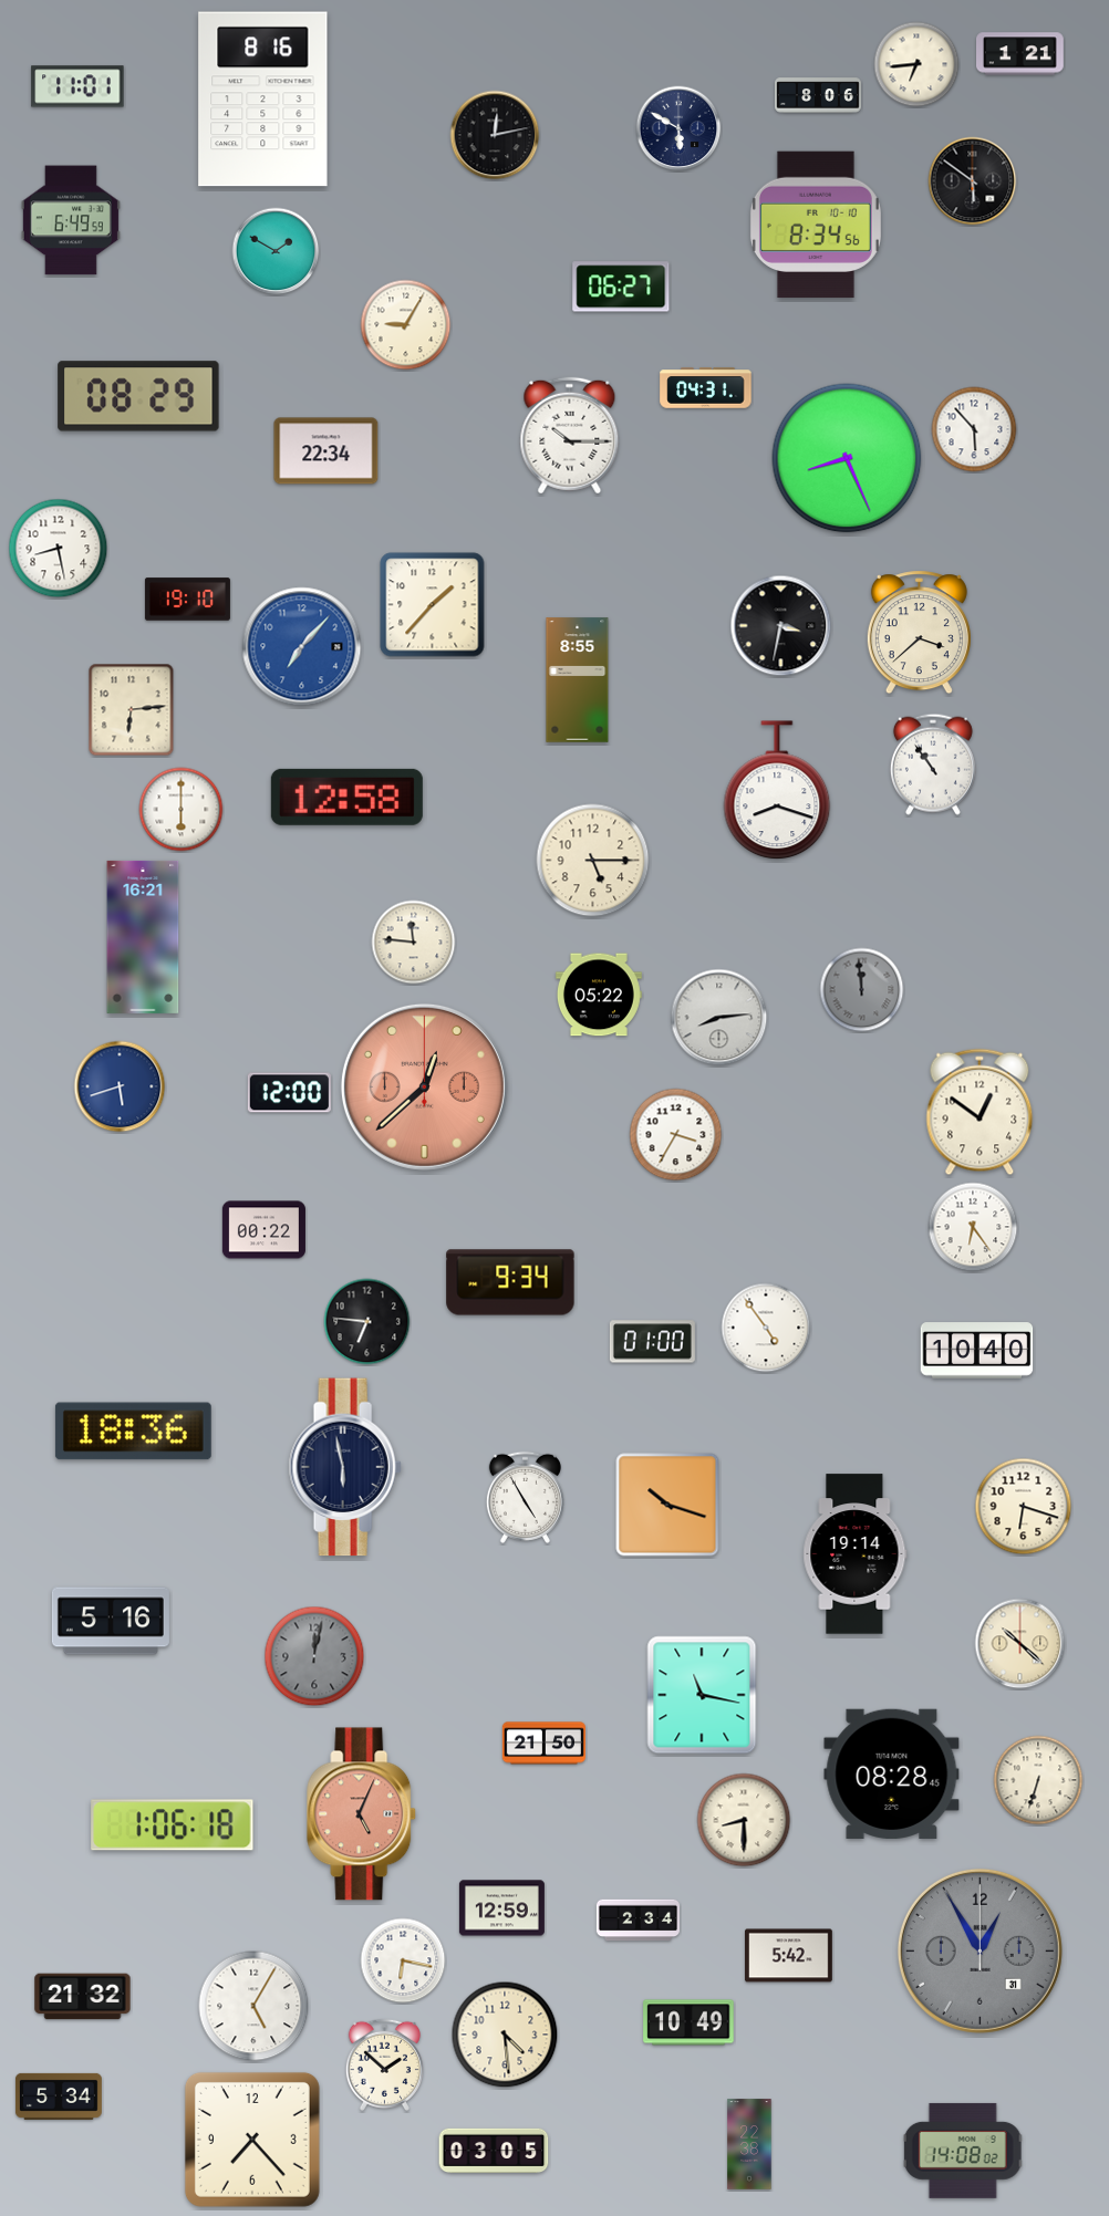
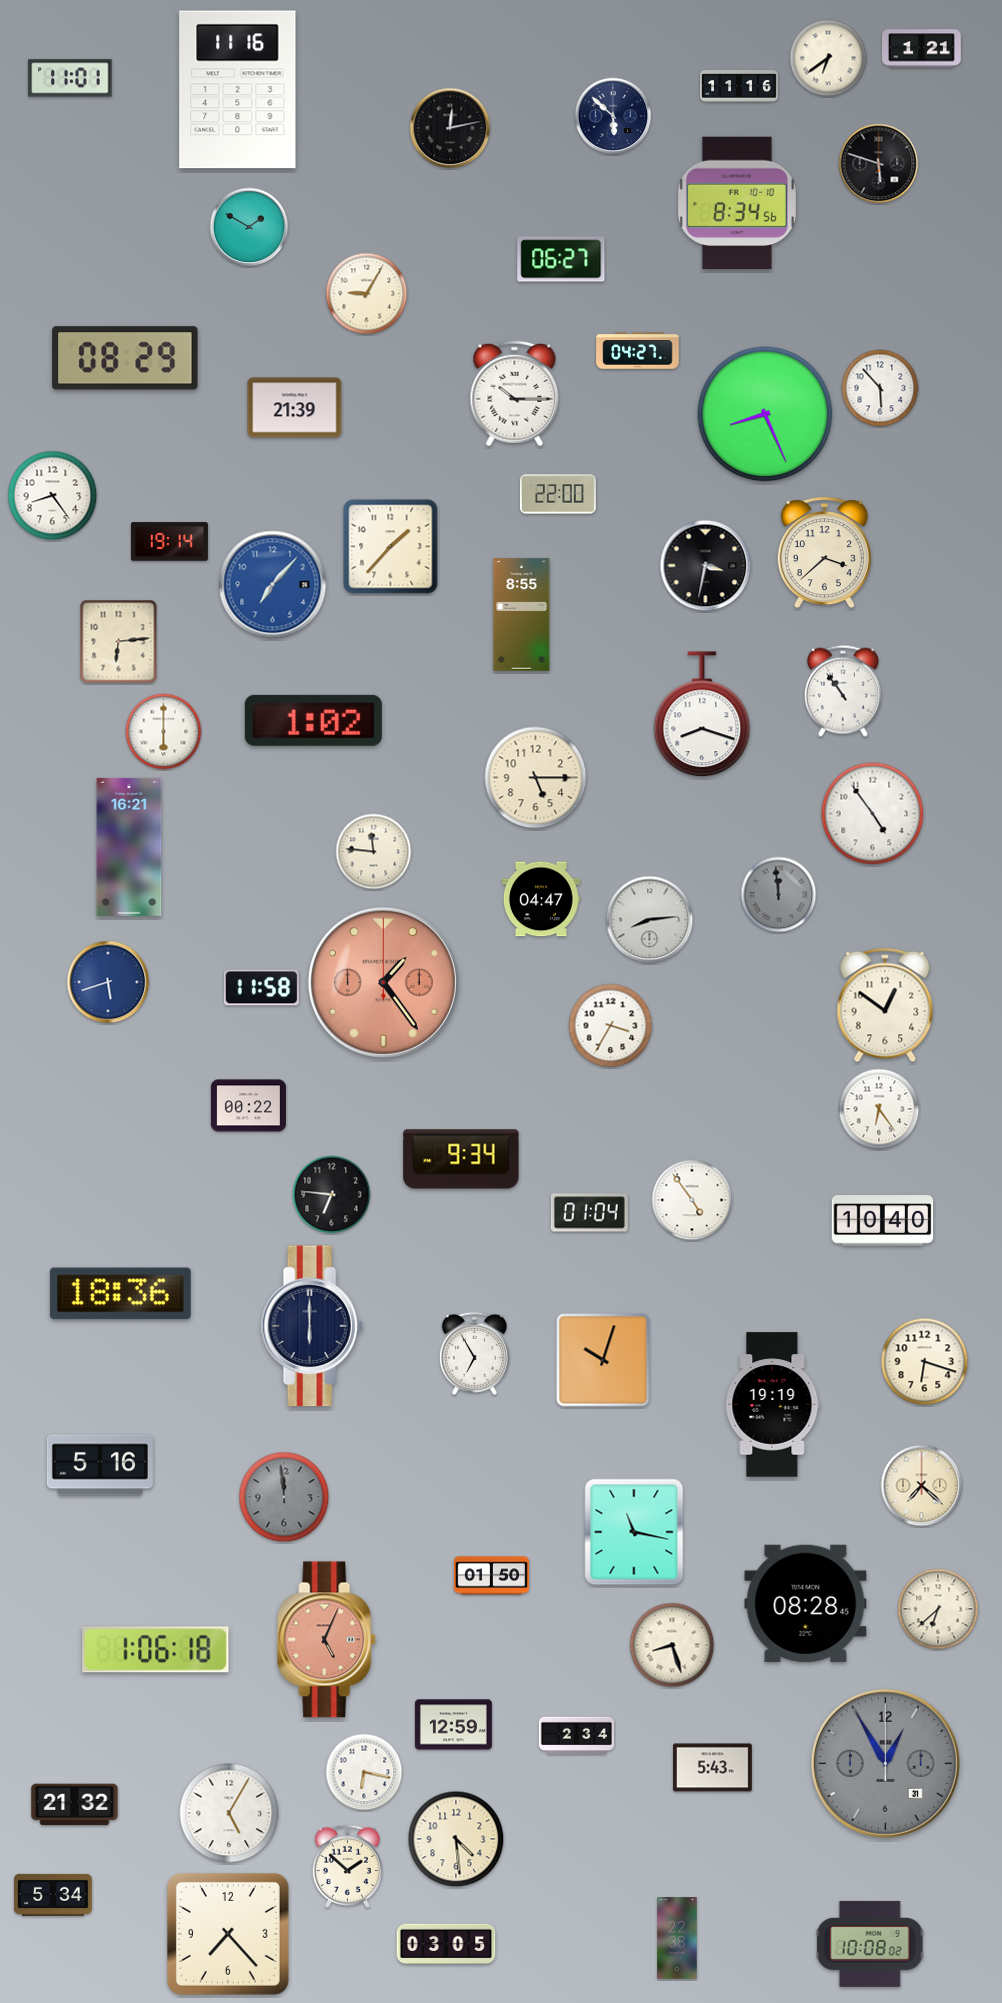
clock at (916, 64): 6:44 -> 6:39
clock at (819, 95): 8:06 -> 11:16
clock at (263, 100): 8:16 -> 11:16
clock at (678, 128): 5:50 -> 5:52
clock at (495, 135) position: (495, 135) -> (450, 128)
clock at (973, 181): 5:51 -> 5:48
clock at (71, 220): 6:49 -> none
clock at (706, 388): 04:31 -> 04:27
clock at (327, 451): 22:34 -> 21:39
clock at (558, 494): none -> 22:00
clock at (59, 549): 8:28 -> 8:24
clock at (187, 600): 19:10 -> 19:14
clock at (919, 633) position: (919, 633) -> (824, 553)
clock at (346, 797): 12:58 -> 1:02
clock at (873, 814): none -> 4:54
clock at (599, 995): 05:22 -> 04:47
clock at (424, 1086): 12:38 -> 1:24
clock at (289, 1093): 12:00 -> 11:58
clock at (263, 1230) position: (263, 1230) -> (248, 1106)
clock at (652, 1342): 01:00 -> 01:04
clock at (345, 1467): 5:58 -> 6:00
clock at (525, 1497): 4:55 -> 6:55
clock at (667, 1505): 10:18 -> 10:03
clock at (856, 1554): 19:14 -> 19:19
clock at (1020, 1644): 10:22 -> 7:22
clock at (314, 1656): 12:02 -> 11:59
clock at (543, 1744): 21:50 -> 01:50
clock at (1038, 1780): 6:33 -> 6:38
clock at (744, 1820): 8:30 -> 8:27
clock at (789, 1956): 5:42 -> 5:43
clock at (688, 2022): 10:49 -> none
clock at (963, 2151): 14:08 -> 10:08
